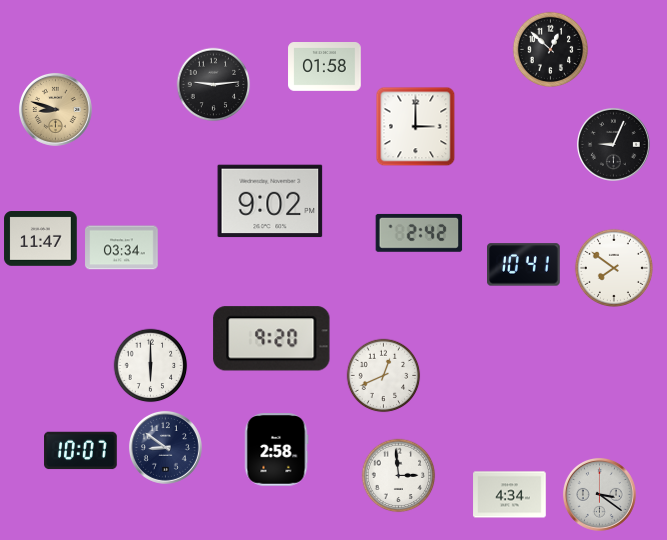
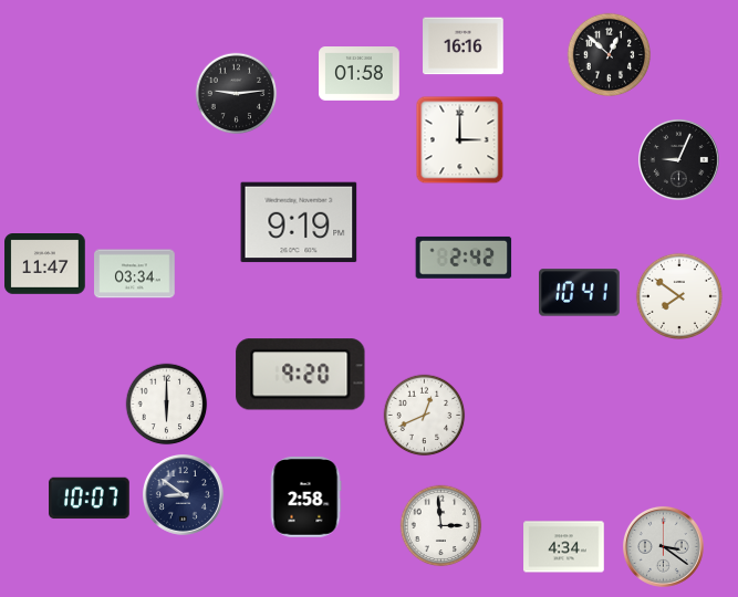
clock at (464, 46): none -> 16:16
clock at (55, 109): 8:48 -> none
clock at (270, 201): 9:02 -> 9:19
